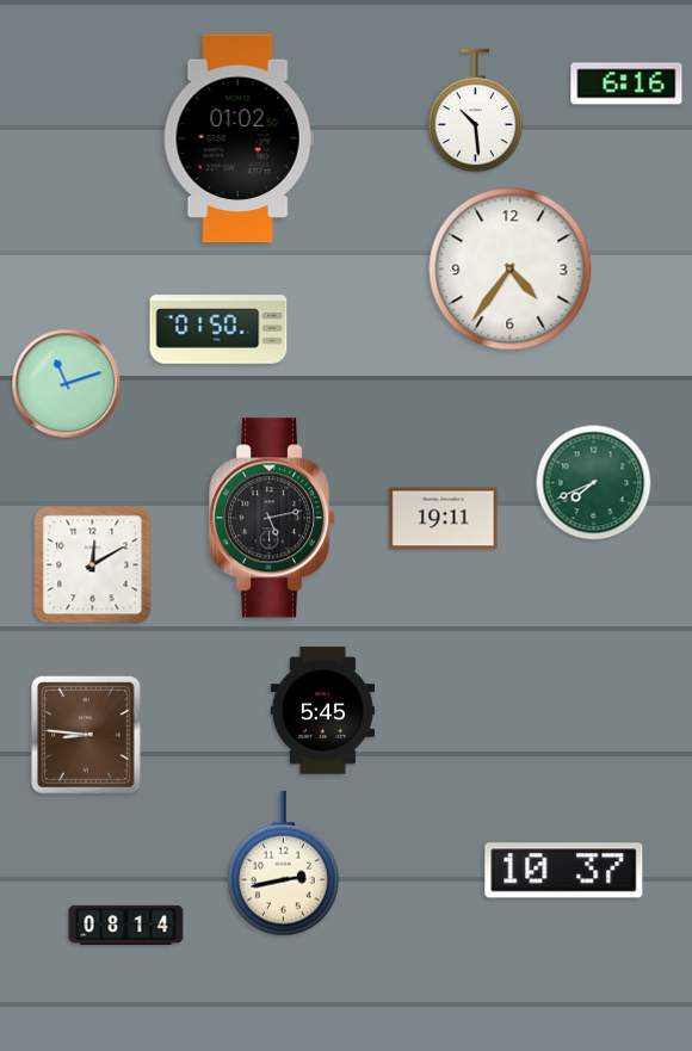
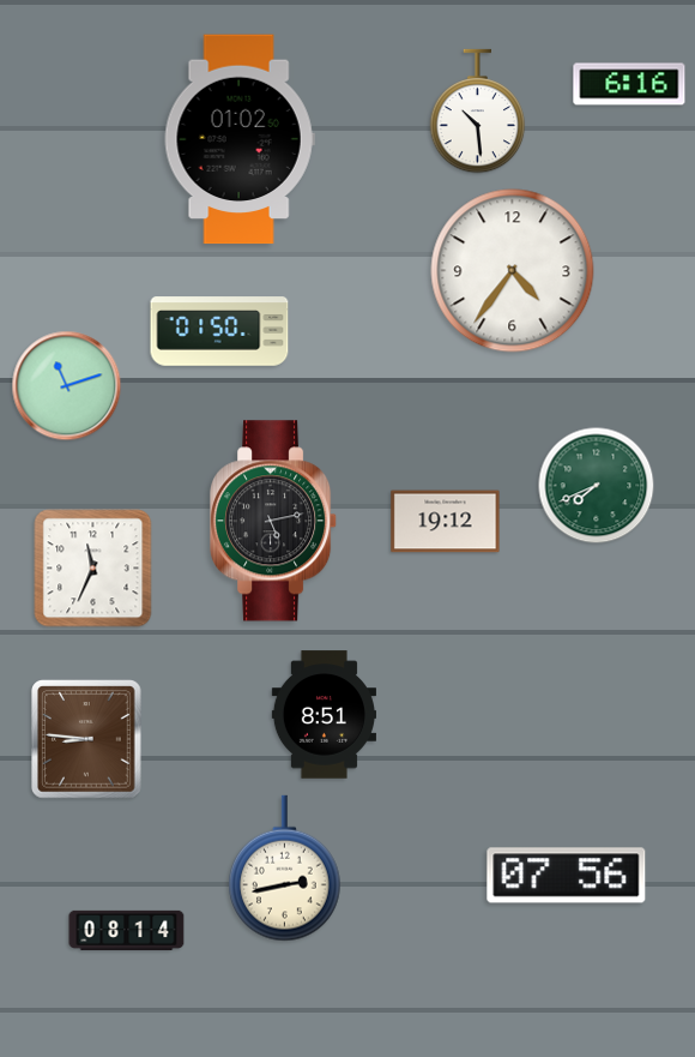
clock at (444, 519): 19:11 -> 19:12
clock at (93, 565): 12:10 -> 11:34
clock at (322, 711): 5:45 -> 8:51
clock at (564, 871): 10:37 -> 07:56
